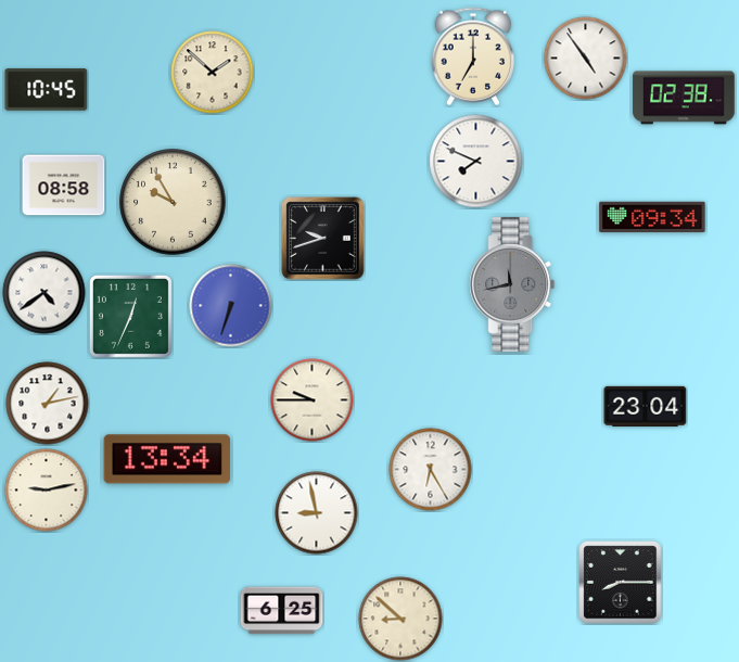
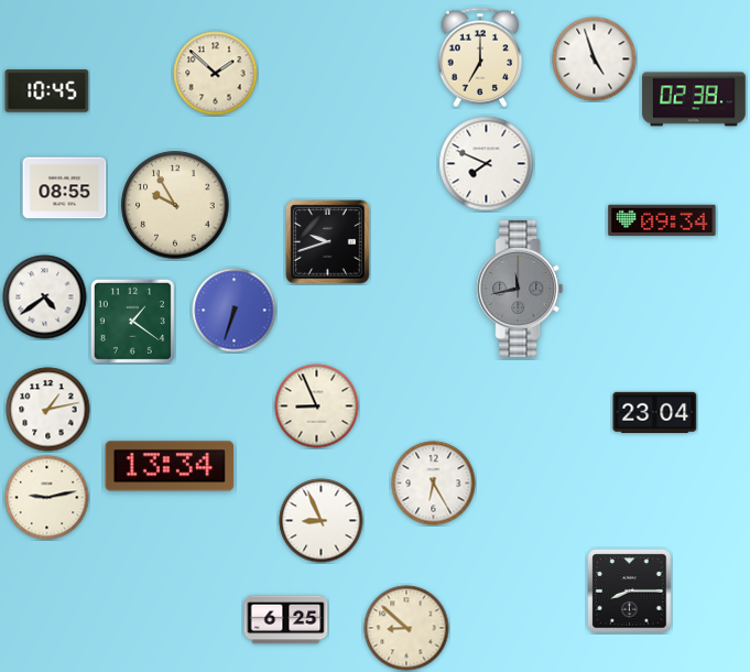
clock at (586, 59): 4:54 -> 4:57
clock at (476, 162) position: (476, 162) -> (487, 164)
clock at (64, 186): 08:58 -> 08:55
clock at (130, 316): 12:34 -> 1:21
clock at (313, 400): 9:45 -> 8:56
clock at (431, 470) position: (431, 470) -> (434, 484)
clock at (317, 513): 8:58 -> 8:56
